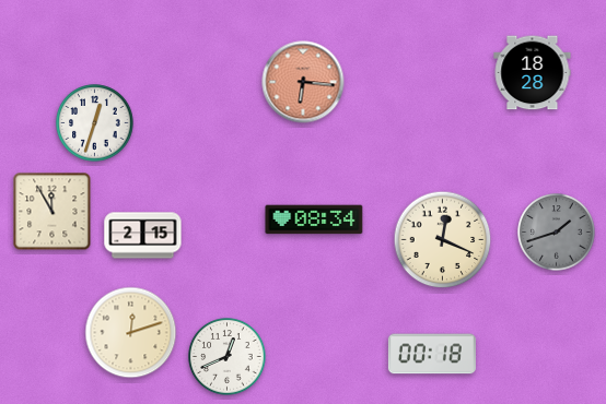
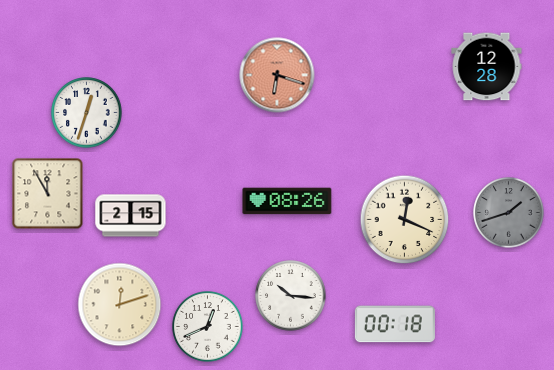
clock at (533, 73): 18:28 -> 12:28
clock at (303, 82): 6:16 -> 6:18
clock at (314, 219): 08:34 -> 08:26
clock at (291, 296): none -> 10:16
